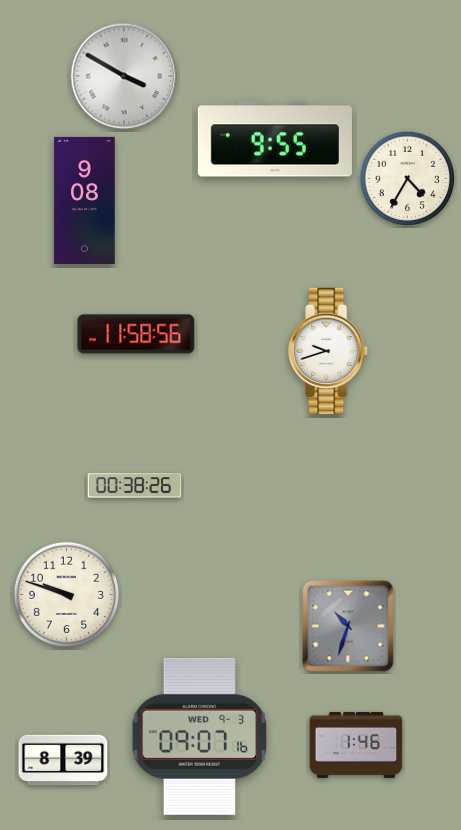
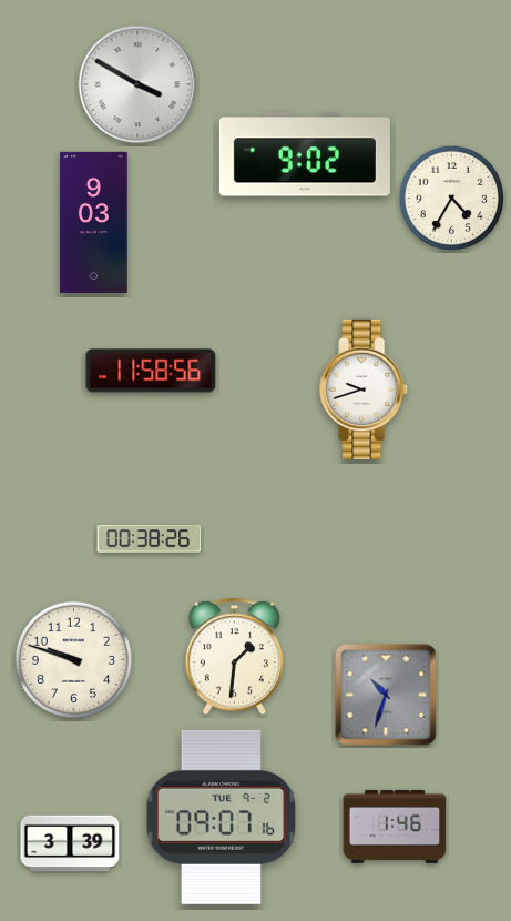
clock at (275, 139): 9:55 -> 9:02
clock at (85, 200): 9:08 -> 9:03
clock at (234, 657): none -> 1:31
clock at (199, 736) date: WED 9-3 -> TUE 9-2
clock at (63, 760): 8:39 -> 3:39
